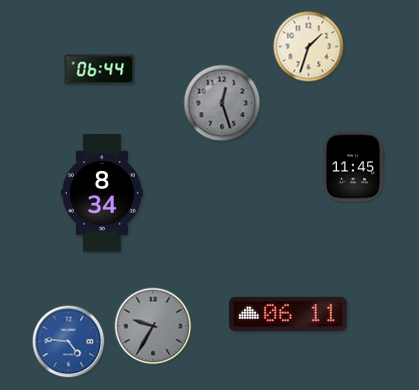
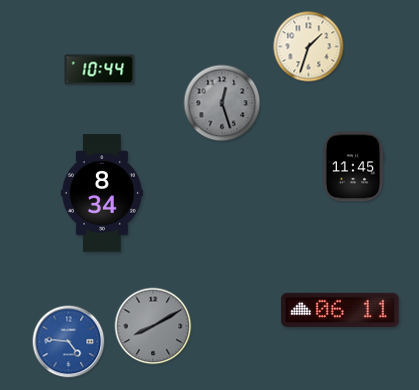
clock at (100, 70): 06:44 -> 10:44
clock at (288, 314) position: (288, 314) -> (340, 310)
clock at (153, 326): 9:35 -> 8:10
